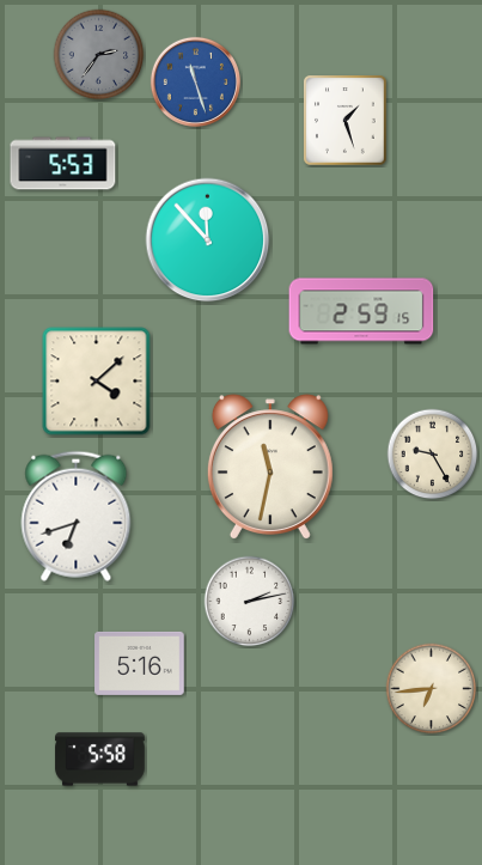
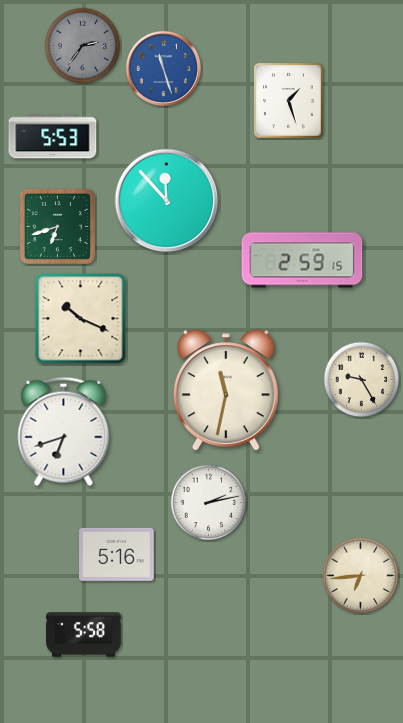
clock at (208, 240) position: (208, 240) -> (167, 201)
clock at (57, 226): none -> 6:42
clock at (97, 382): 4:08 -> 10:19
